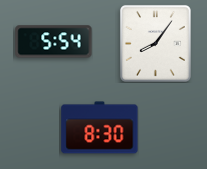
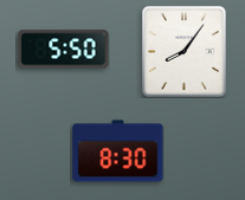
clock at (54, 42): 5:54 -> 5:50
